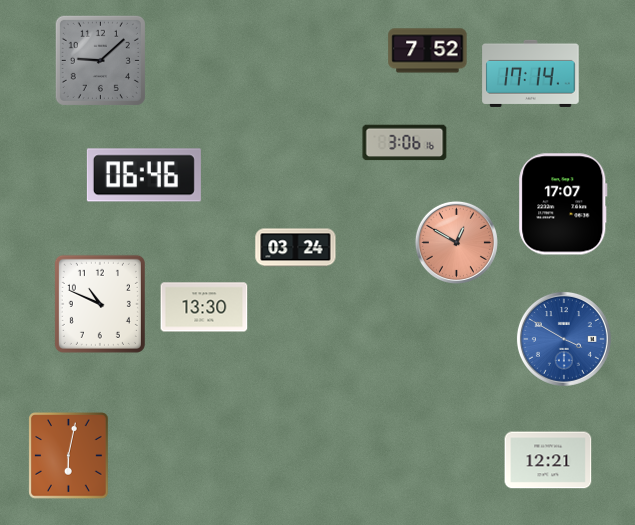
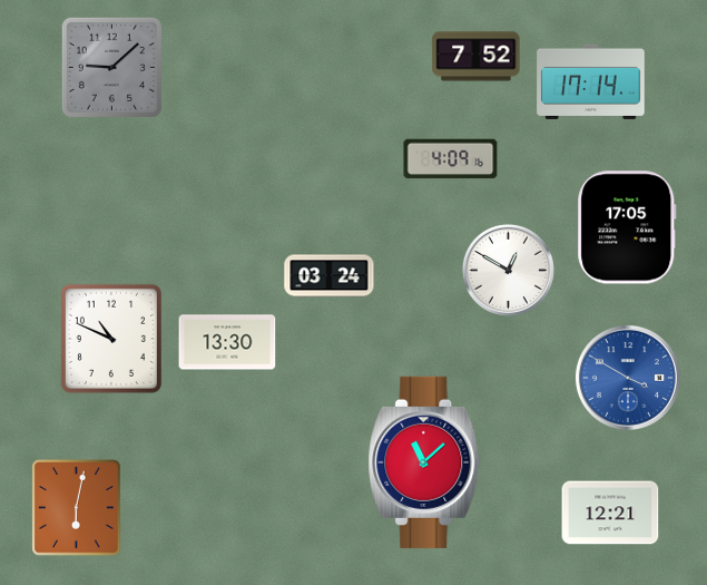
clock at (405, 143): 3:06 -> 4:09
clock at (144, 175): 06:46 -> none
clock at (563, 204): 17:07 -> 17:05
clock at (456, 242) dial: salmon -> white
clock at (424, 462): none -> 11:08
